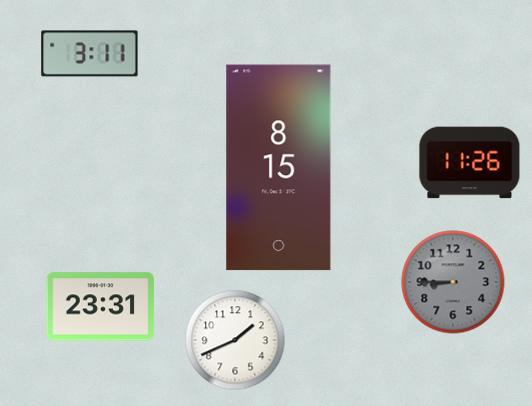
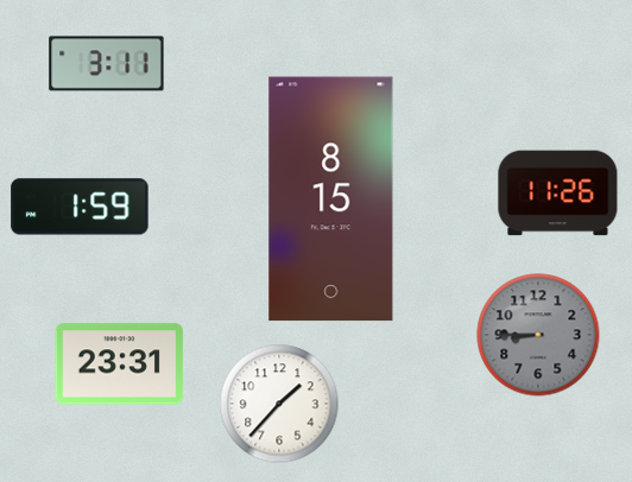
clock at (80, 207): none -> 1:59
clock at (235, 340): 1:41 -> 1:37
